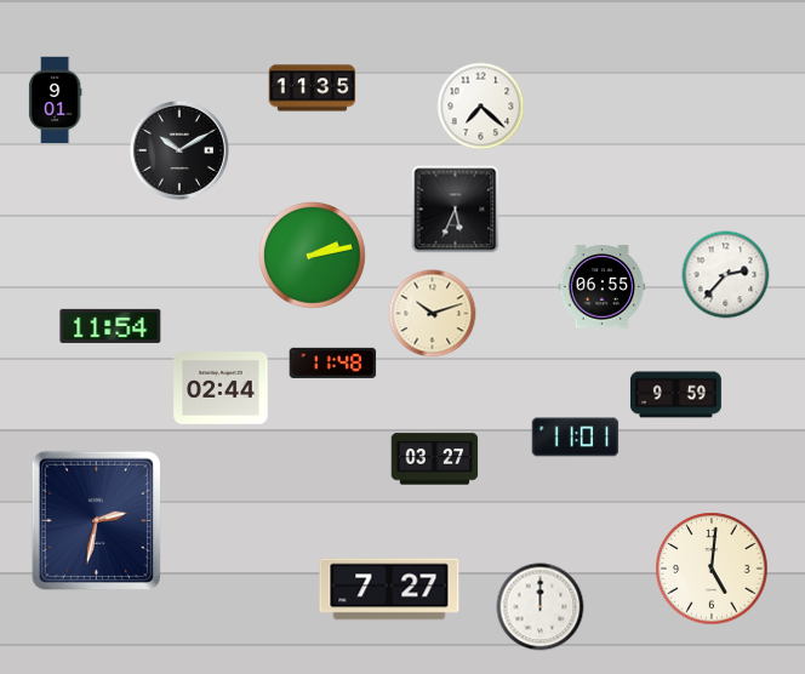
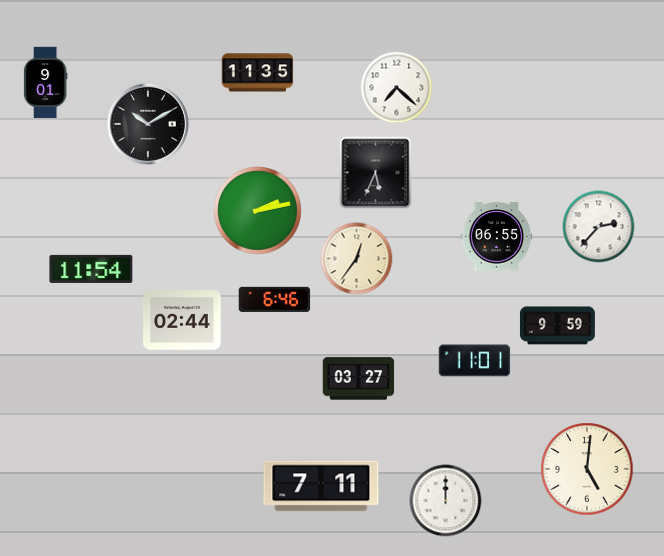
clock at (433, 314): 10:12 -> 12:36
clock at (333, 362): 11:48 -> 6:46
clock at (96, 520): 2:32 -> none
clock at (389, 589): 7:27 -> 7:11
